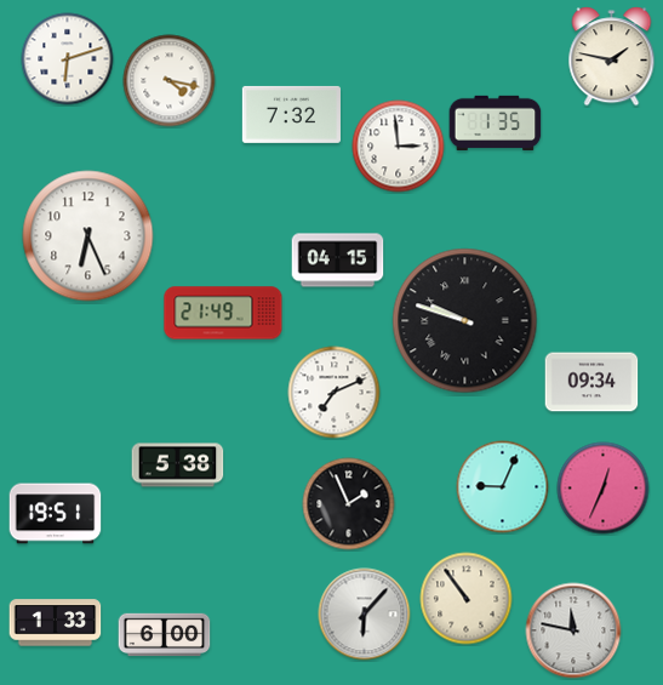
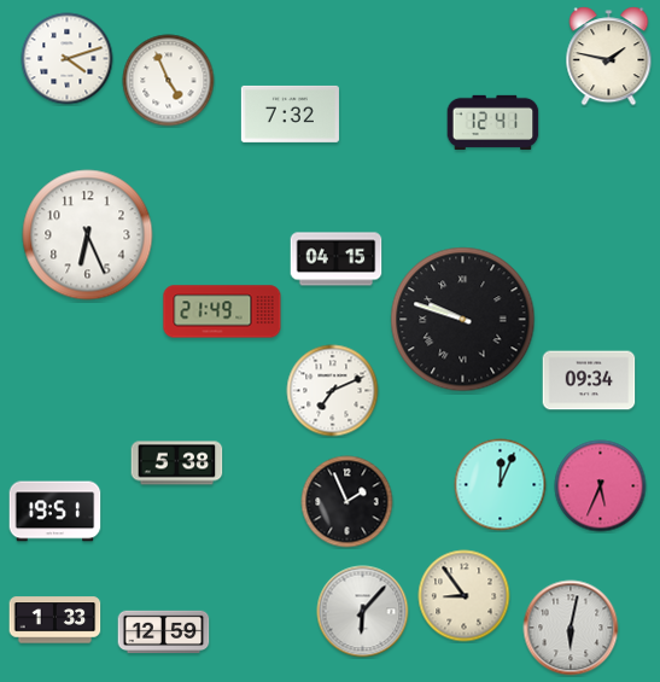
clock at (68, 59): 6:12 -> 4:12
clock at (170, 81): 4:17 -> 4:56
clock at (496, 122): 1:35 -> 12:41
clock at (399, 147): 2:59 -> none
clock at (503, 487): 9:04 -> 12:04
clock at (604, 489): 12:34 -> 5:34
clock at (467, 599): 10:54 -> 8:54
clock at (573, 630): 11:47 -> 6:02
clock at (165, 635): 6:00 -> 12:59
